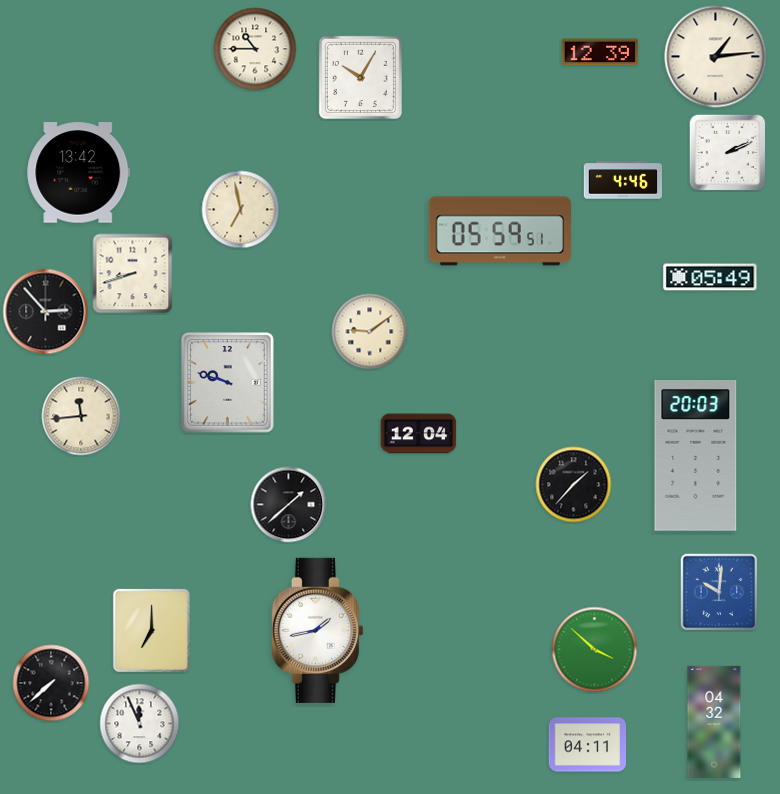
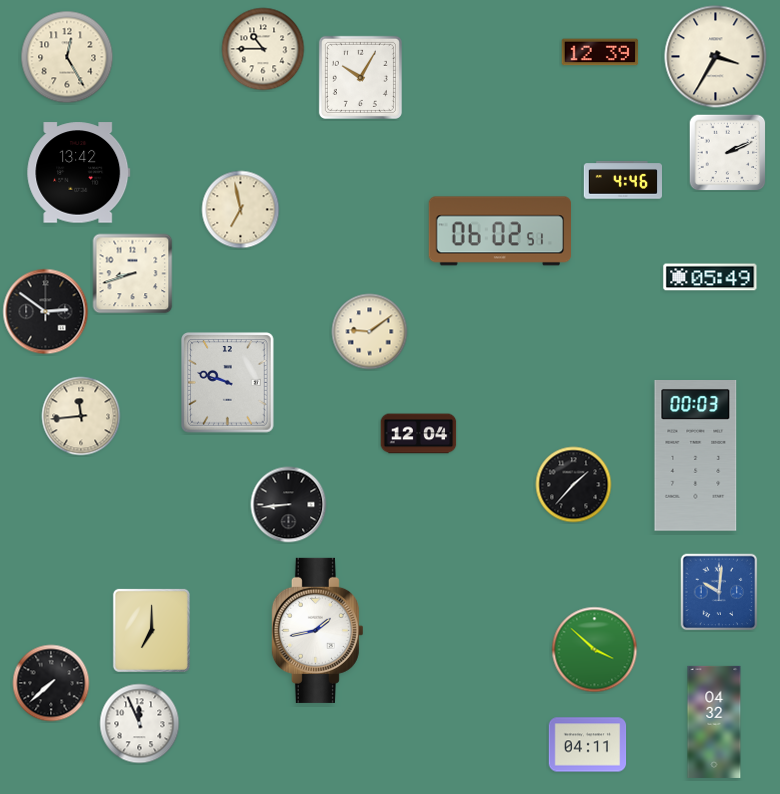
clock at (255, 49) position: (255, 49) -> (263, 49)
clock at (67, 57): none -> 12:25
clock at (716, 57): 1:14 -> 3:35
clock at (499, 231): 05:59 -> 06:02
clock at (46, 312): 2:53 -> 2:51
clock at (696, 456): 20:03 -> 00:03
clock at (289, 505): 1:38 -> 8:44
